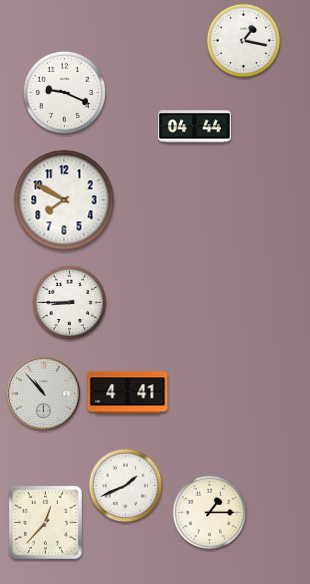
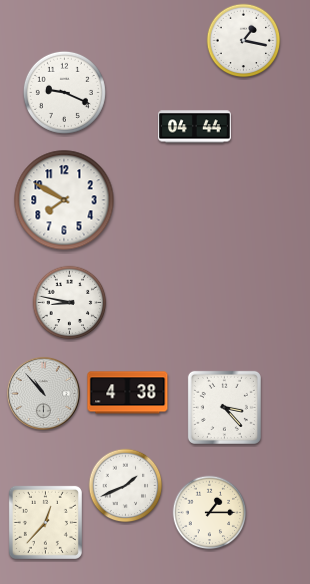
clock at (70, 303): 8:45 -> 8:47
clock at (128, 393): 4:41 -> 4:38
clock at (224, 407): none -> 3:23
